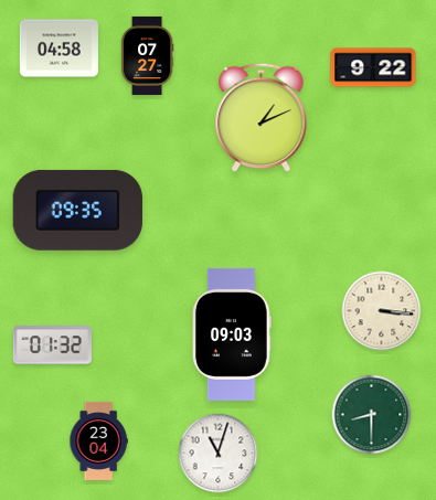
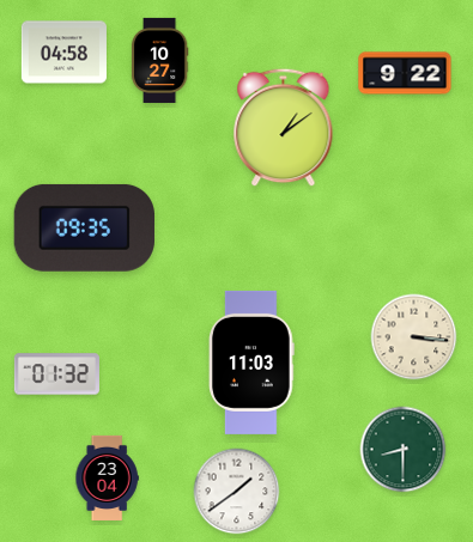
clock at (147, 55): 07:27 -> 10:27
clock at (262, 118): 1:11 -> 1:09
clock at (233, 334): 09:03 -> 11:03
clock at (219, 454): 11:03 -> 1:39
